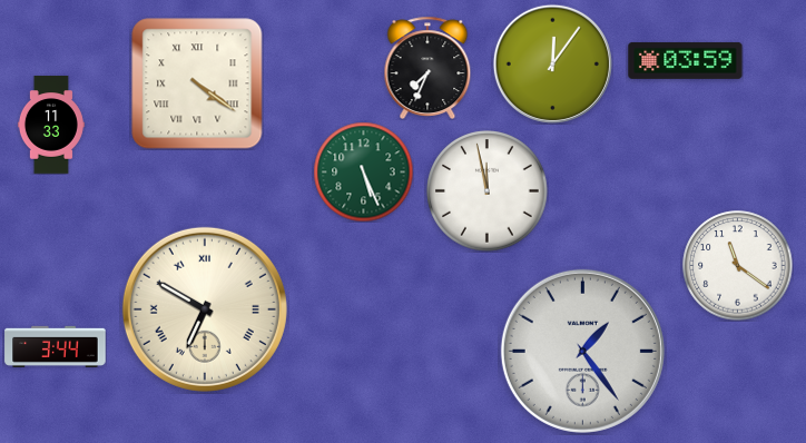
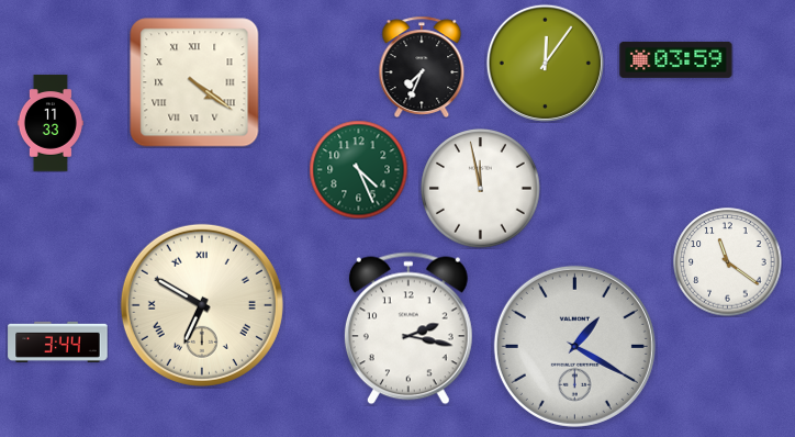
clock at (363, 171): 5:26 -> 4:26
clock at (408, 328): none -> 2:17
clock at (56, 346) position: (56, 346) -> (58, 341)
clock at (582, 351): 1:24 -> 1:20
